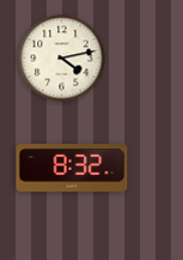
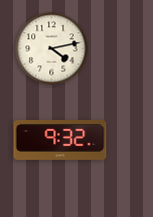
clock at (72, 169): 8:32 -> 9:32
